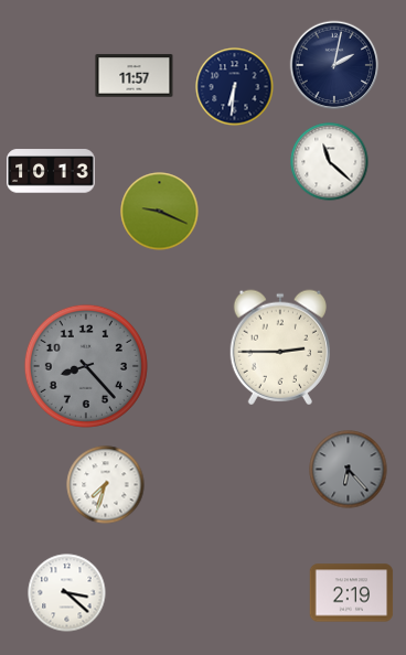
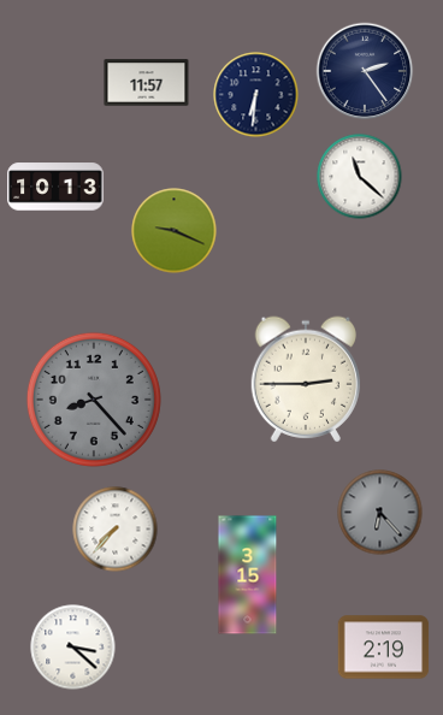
clock at (334, 65): 2:02 -> 2:24
clock at (106, 485): 7:33 -> 7:37
clock at (248, 575): none -> 3:15
